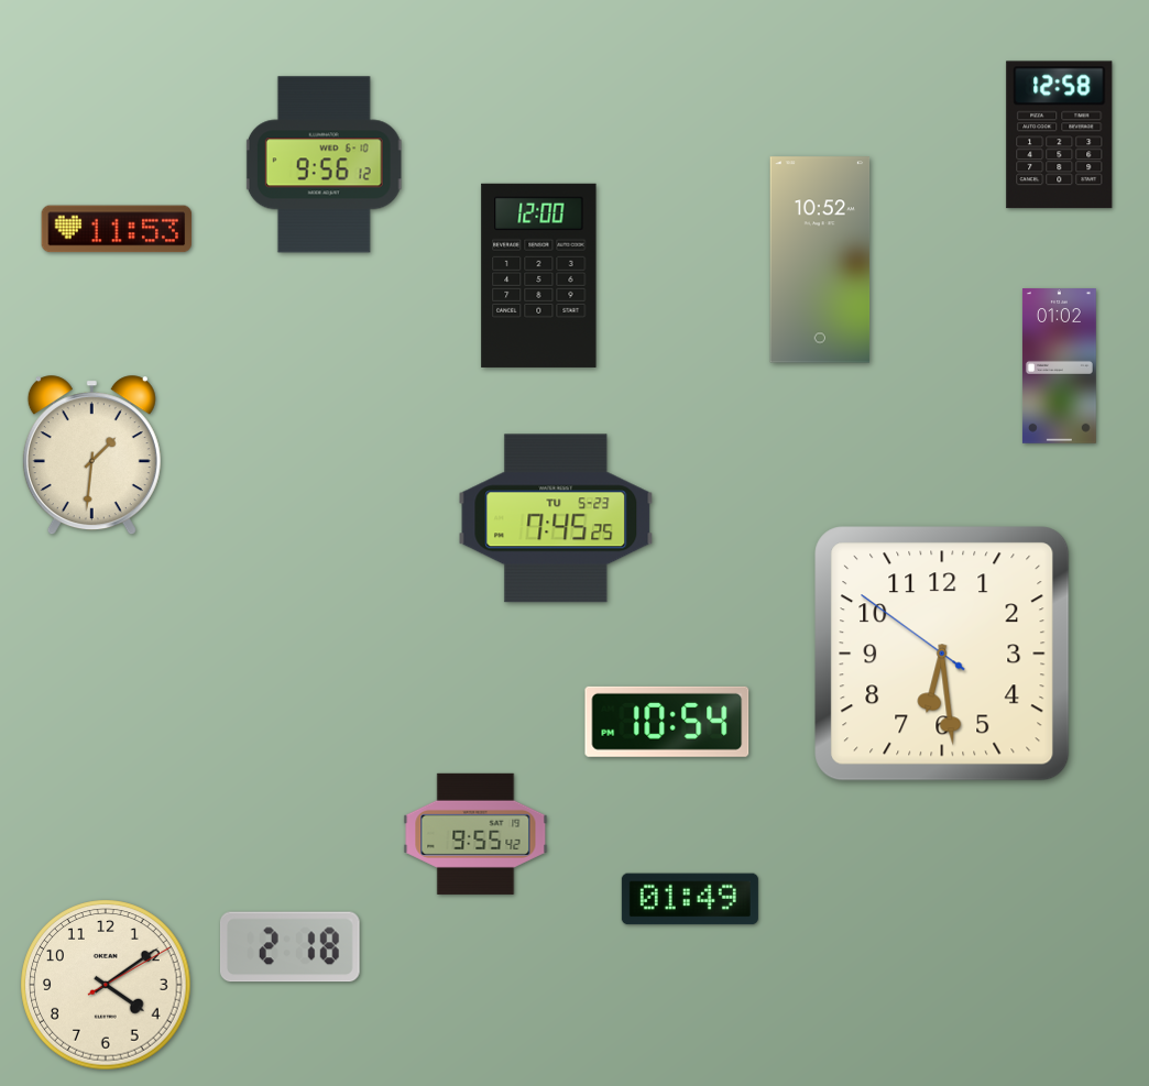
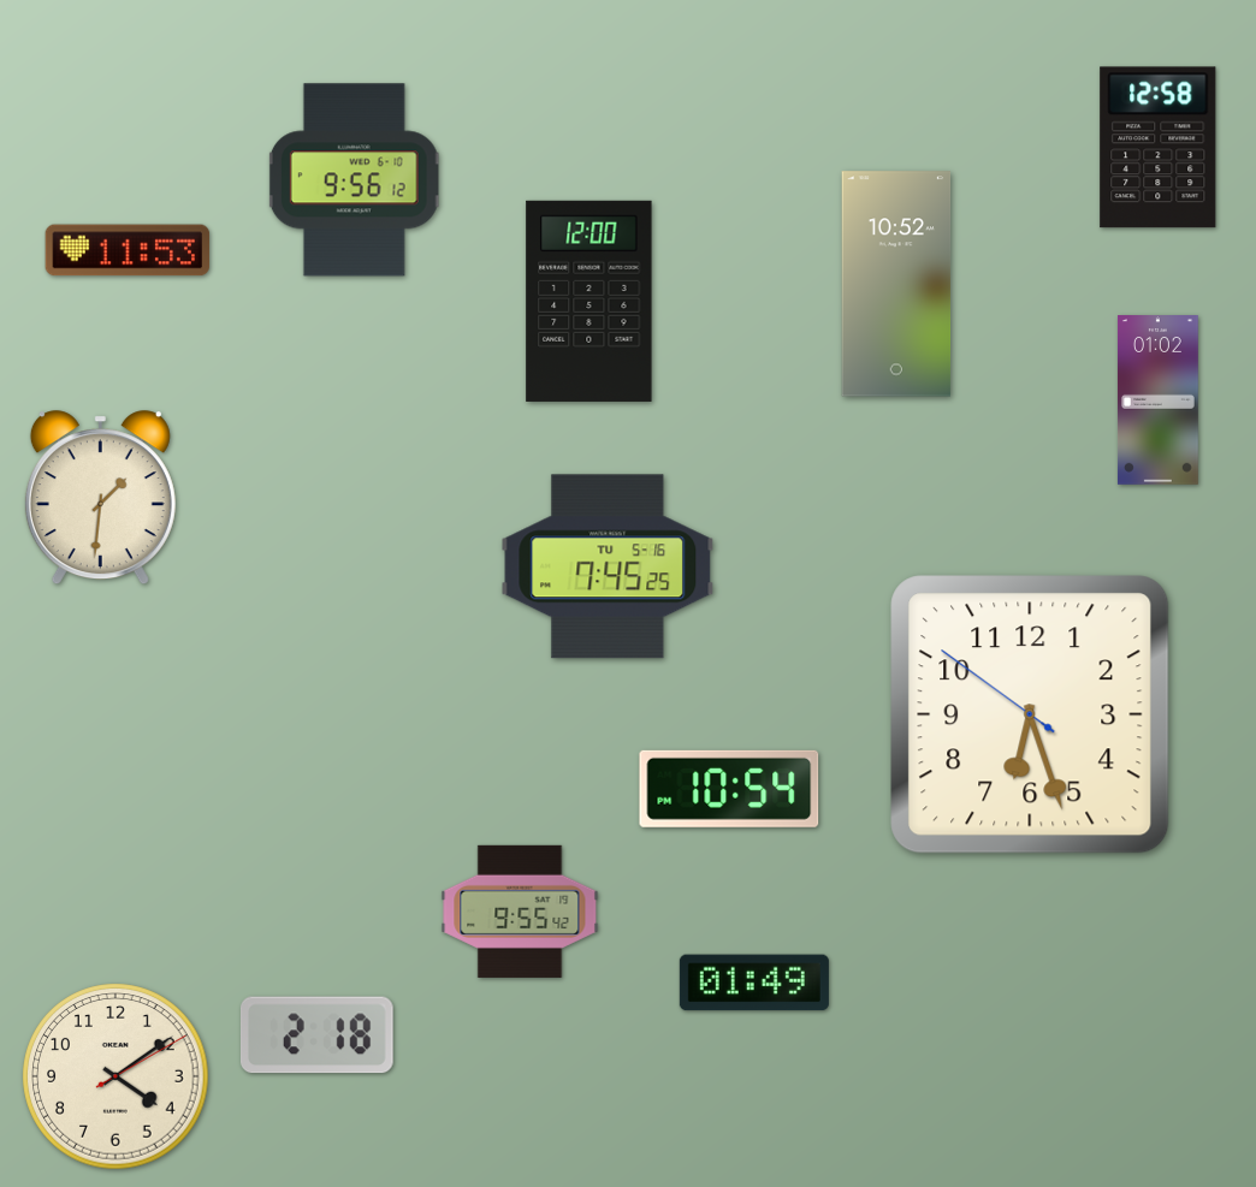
clock at (556, 518) date: TU 5-23 -> TU 5-16
clock at (942, 654): 6:28 -> 6:26
